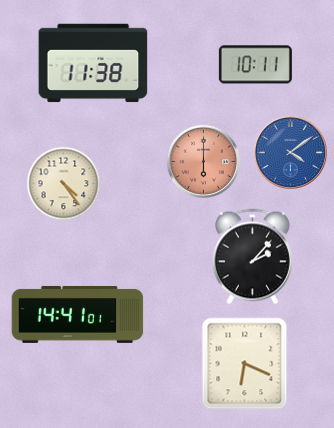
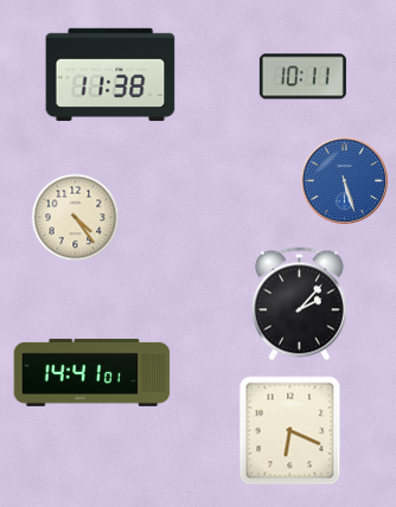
clock at (290, 152): 4:09 -> 5:27
clock at (203, 161): 6:00 -> none
